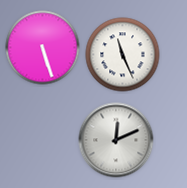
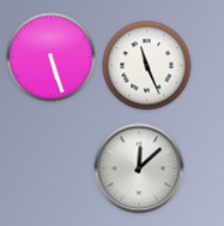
clock at (116, 140): 12:11 -> 12:08
